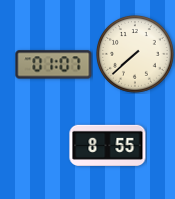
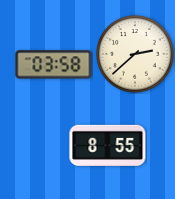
clock at (136, 55): 7:38 -> 2:38
clock at (54, 65): 01:07 -> 03:58
